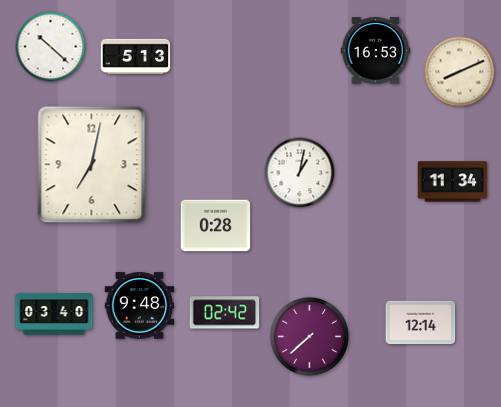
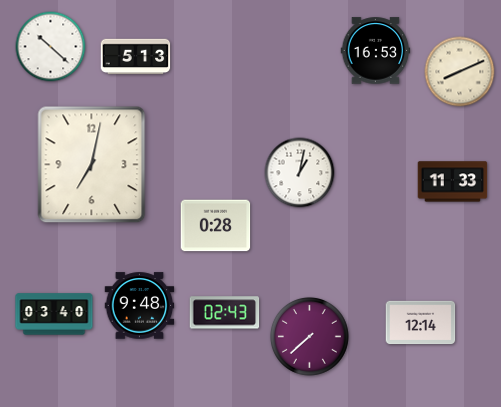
clock at (453, 182): 11:34 -> 11:33
clock at (225, 313): 02:42 -> 02:43
